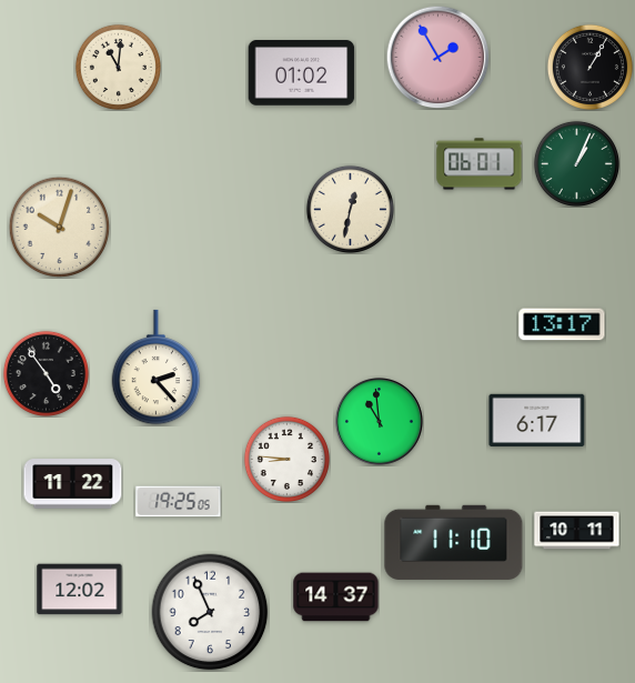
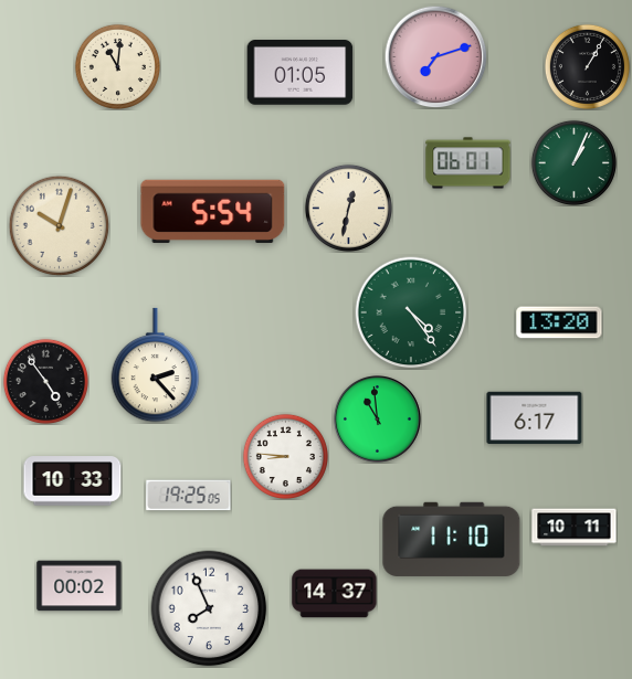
clock at (437, 57): 1:55 -> 7:12
clock at (302, 73): 01:02 -> 01:05
clock at (480, 164) position: (480, 164) -> (468, 163)
clock at (213, 211): none -> 5:54
clock at (411, 312): none -> 4:24
clock at (562, 324): 13:17 -> 13:20
clock at (46, 373) position: (46, 373) -> (45, 381)
clock at (73, 484): 11:22 -> 10:33
clock at (179, 502) position: (179, 502) -> (189, 496)
clock at (80, 590): 12:02 -> 00:02
